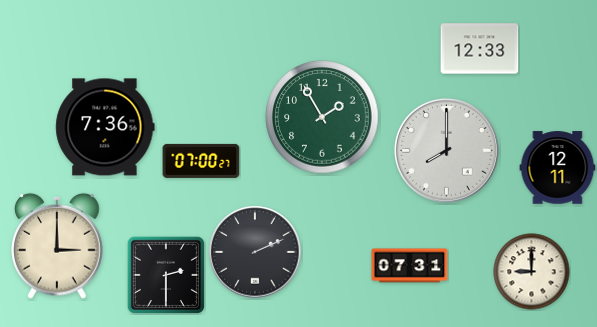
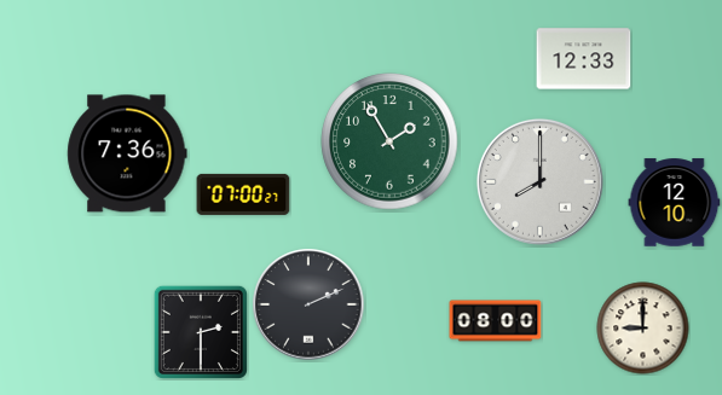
clock at (480, 49) position: (480, 49) -> (584, 59)
clock at (558, 168): 12:11 -> 12:10
clock at (57, 246): 3:00 -> none
clock at (410, 266): 07:31 -> 08:00
